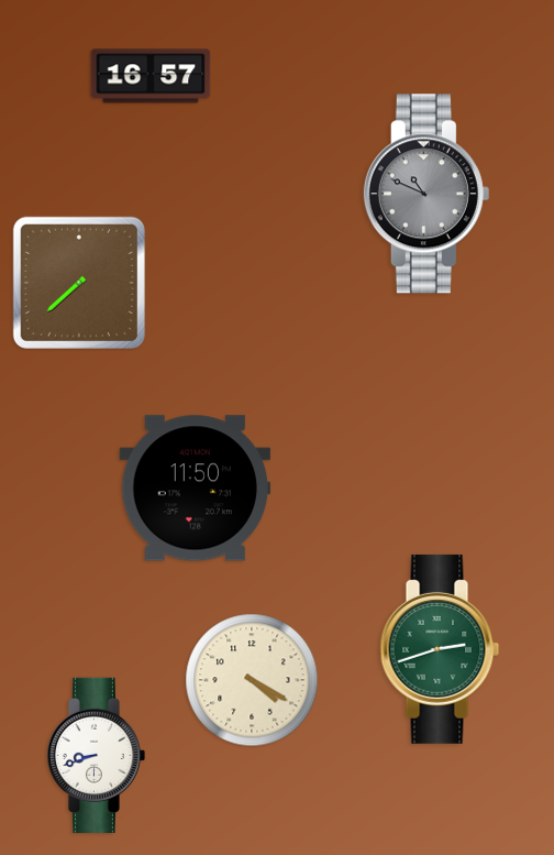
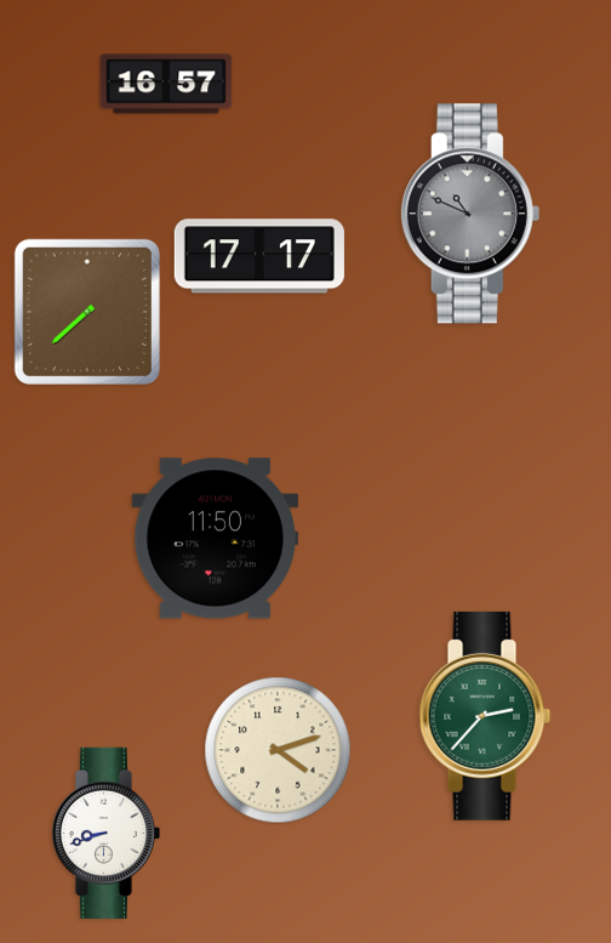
clock at (259, 256): none -> 17:17
clock at (440, 649): 2:42 -> 2:37
clock at (252, 680): 4:20 -> 4:12
